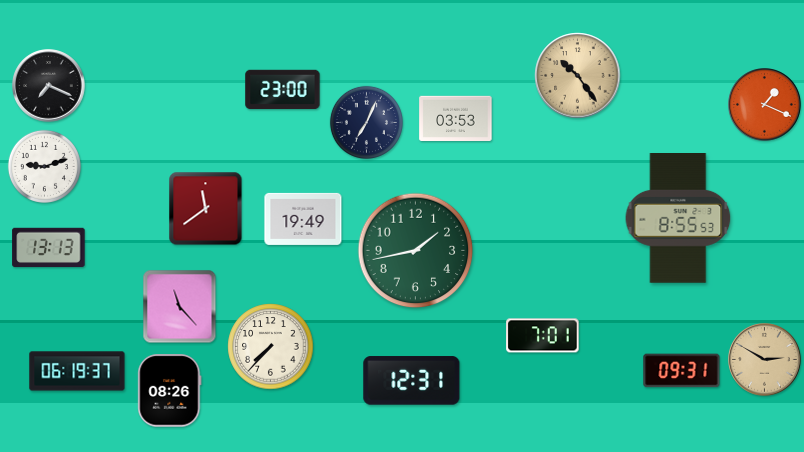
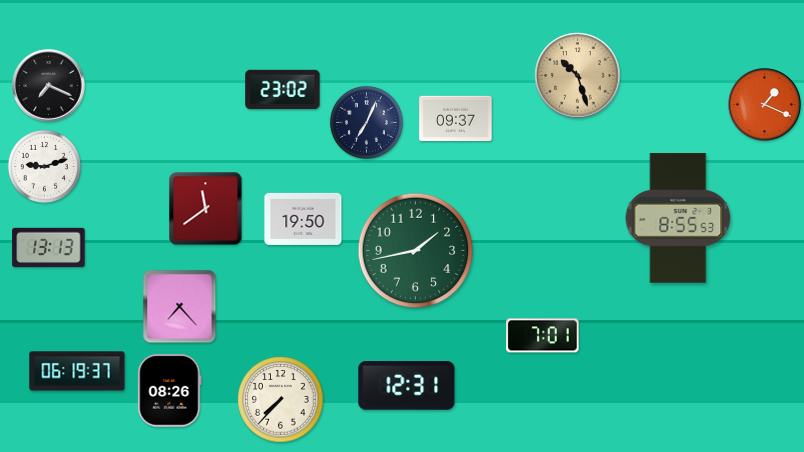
clock at (578, 76): 10:24 -> 10:27
clock at (283, 90): 23:00 -> 23:02
clock at (456, 118): 03:53 -> 09:37
clock at (303, 219): 19:49 -> 19:50
clock at (180, 307): 11:23 -> 7:23
clock at (271, 347) position: (271, 347) -> (281, 400)
clock at (765, 360): 2:50 -> none
clock at (682, 371): 09:31 -> none
clock at (412, 381) position: (412, 381) -> (407, 386)
